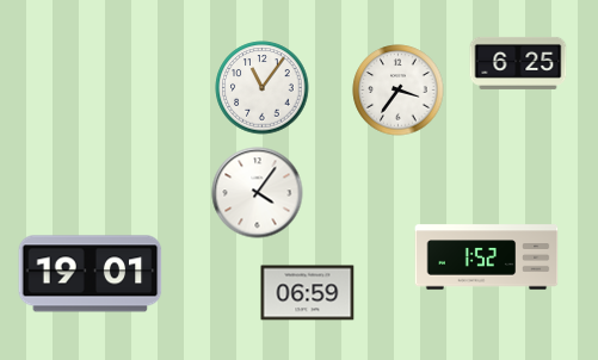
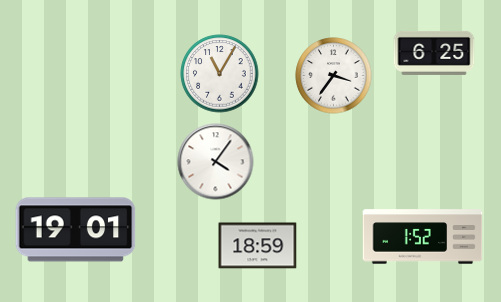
clock at (263, 88): 11:06 -> 11:05
clock at (487, 257) position: (487, 257) -> (423, 237)
clock at (308, 293): 06:59 -> 18:59
